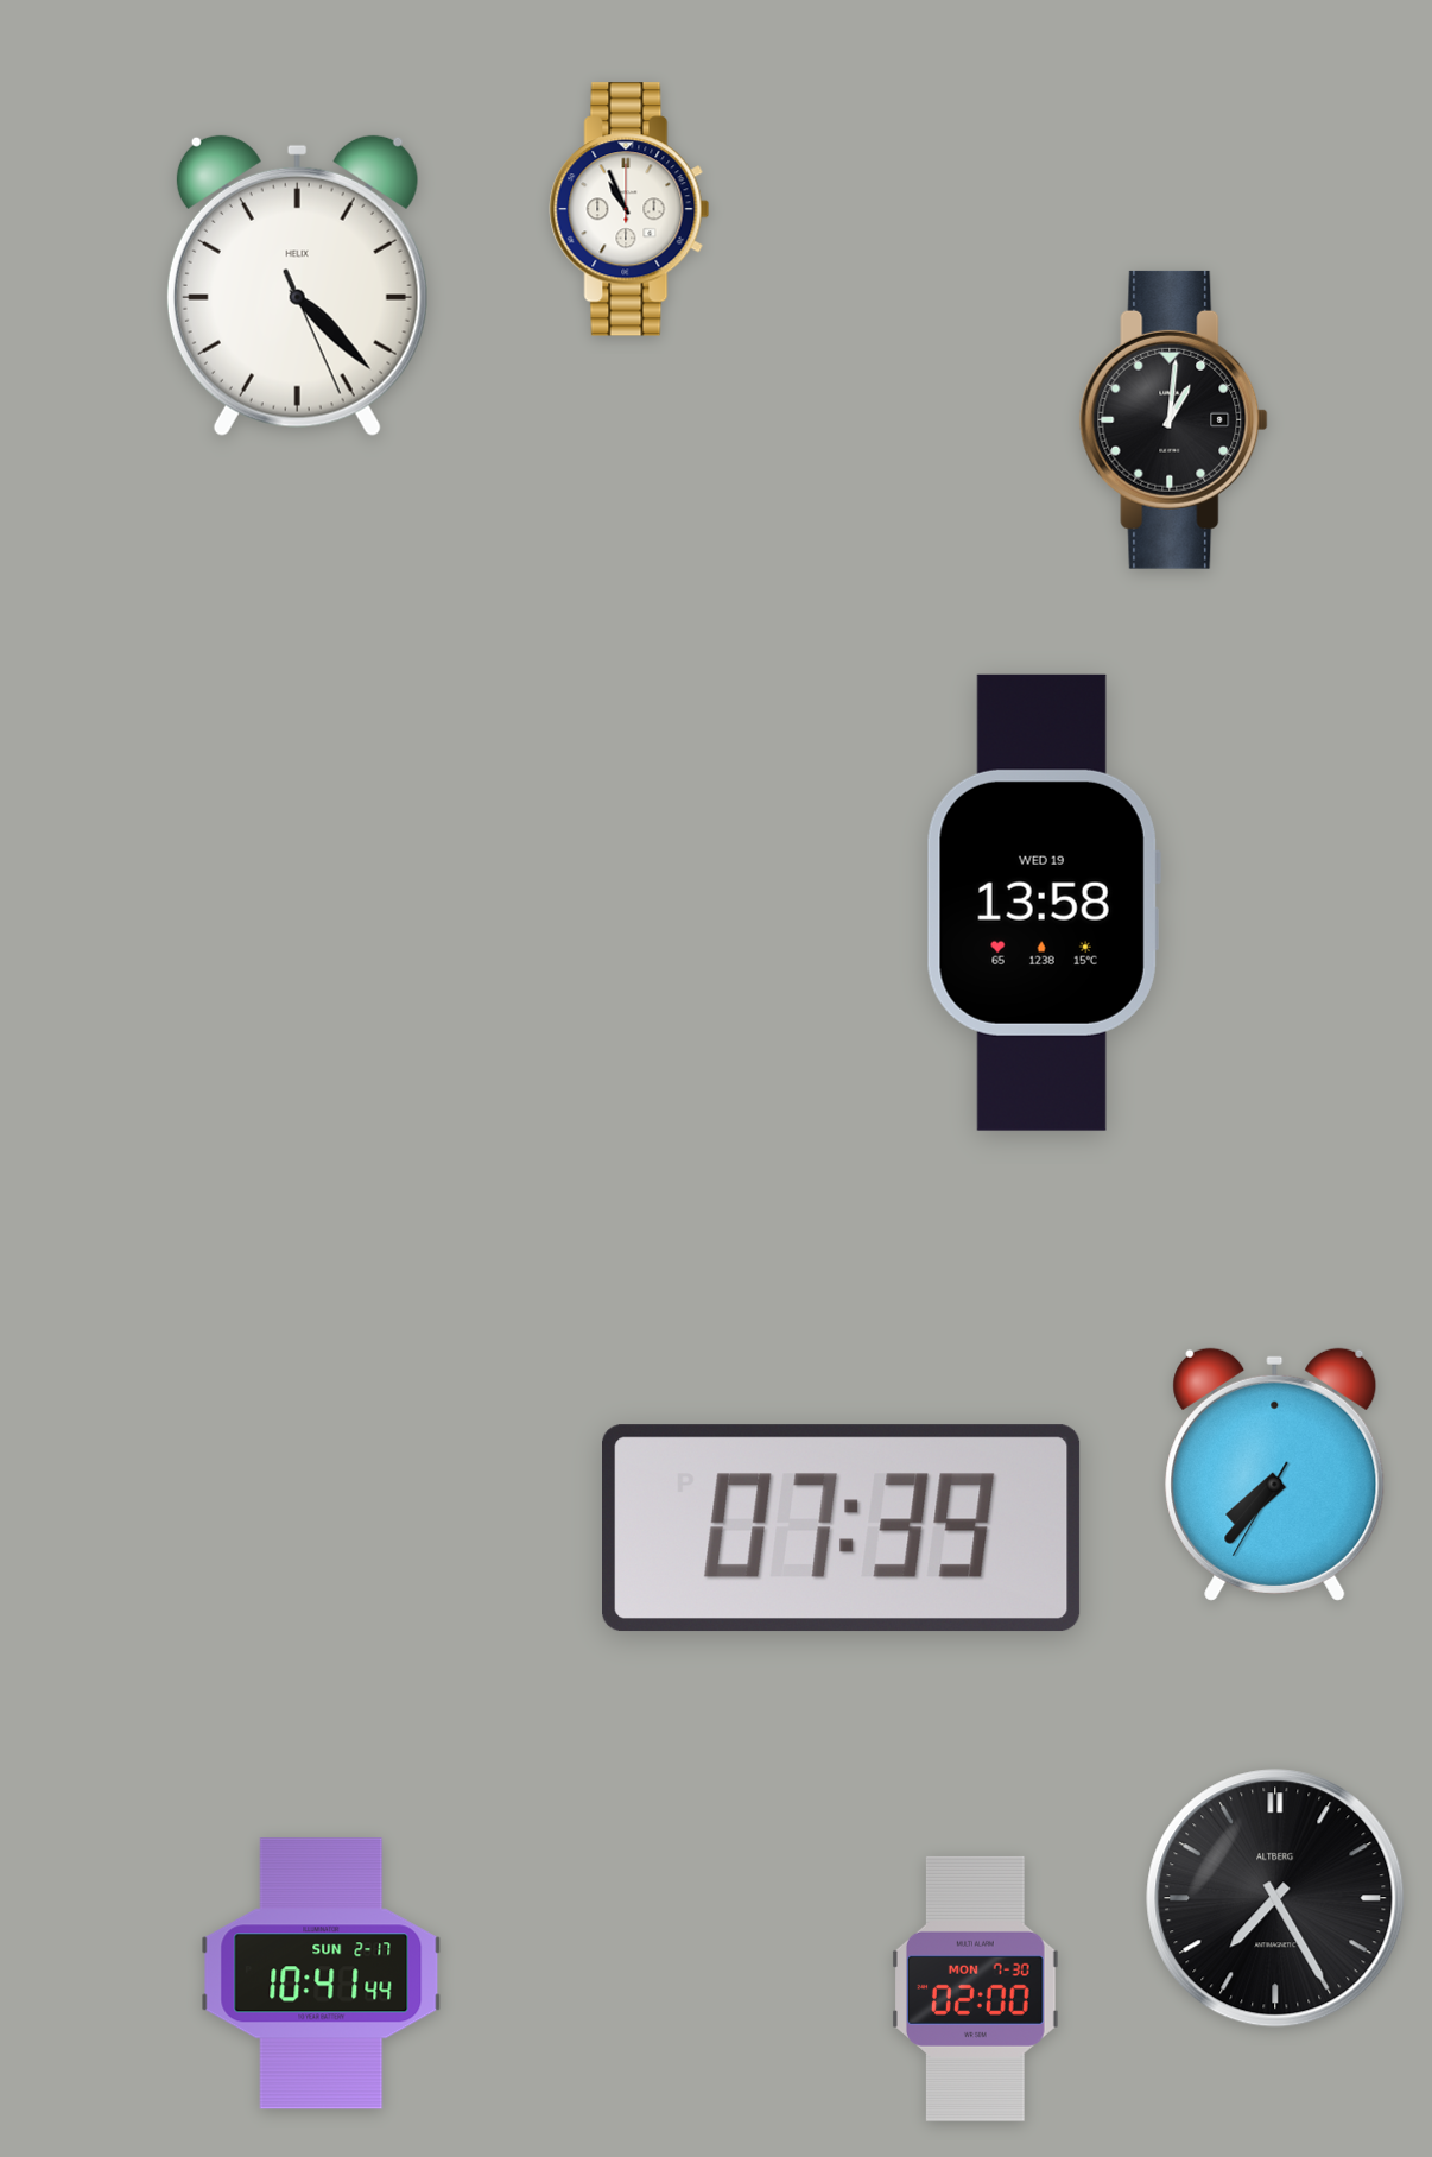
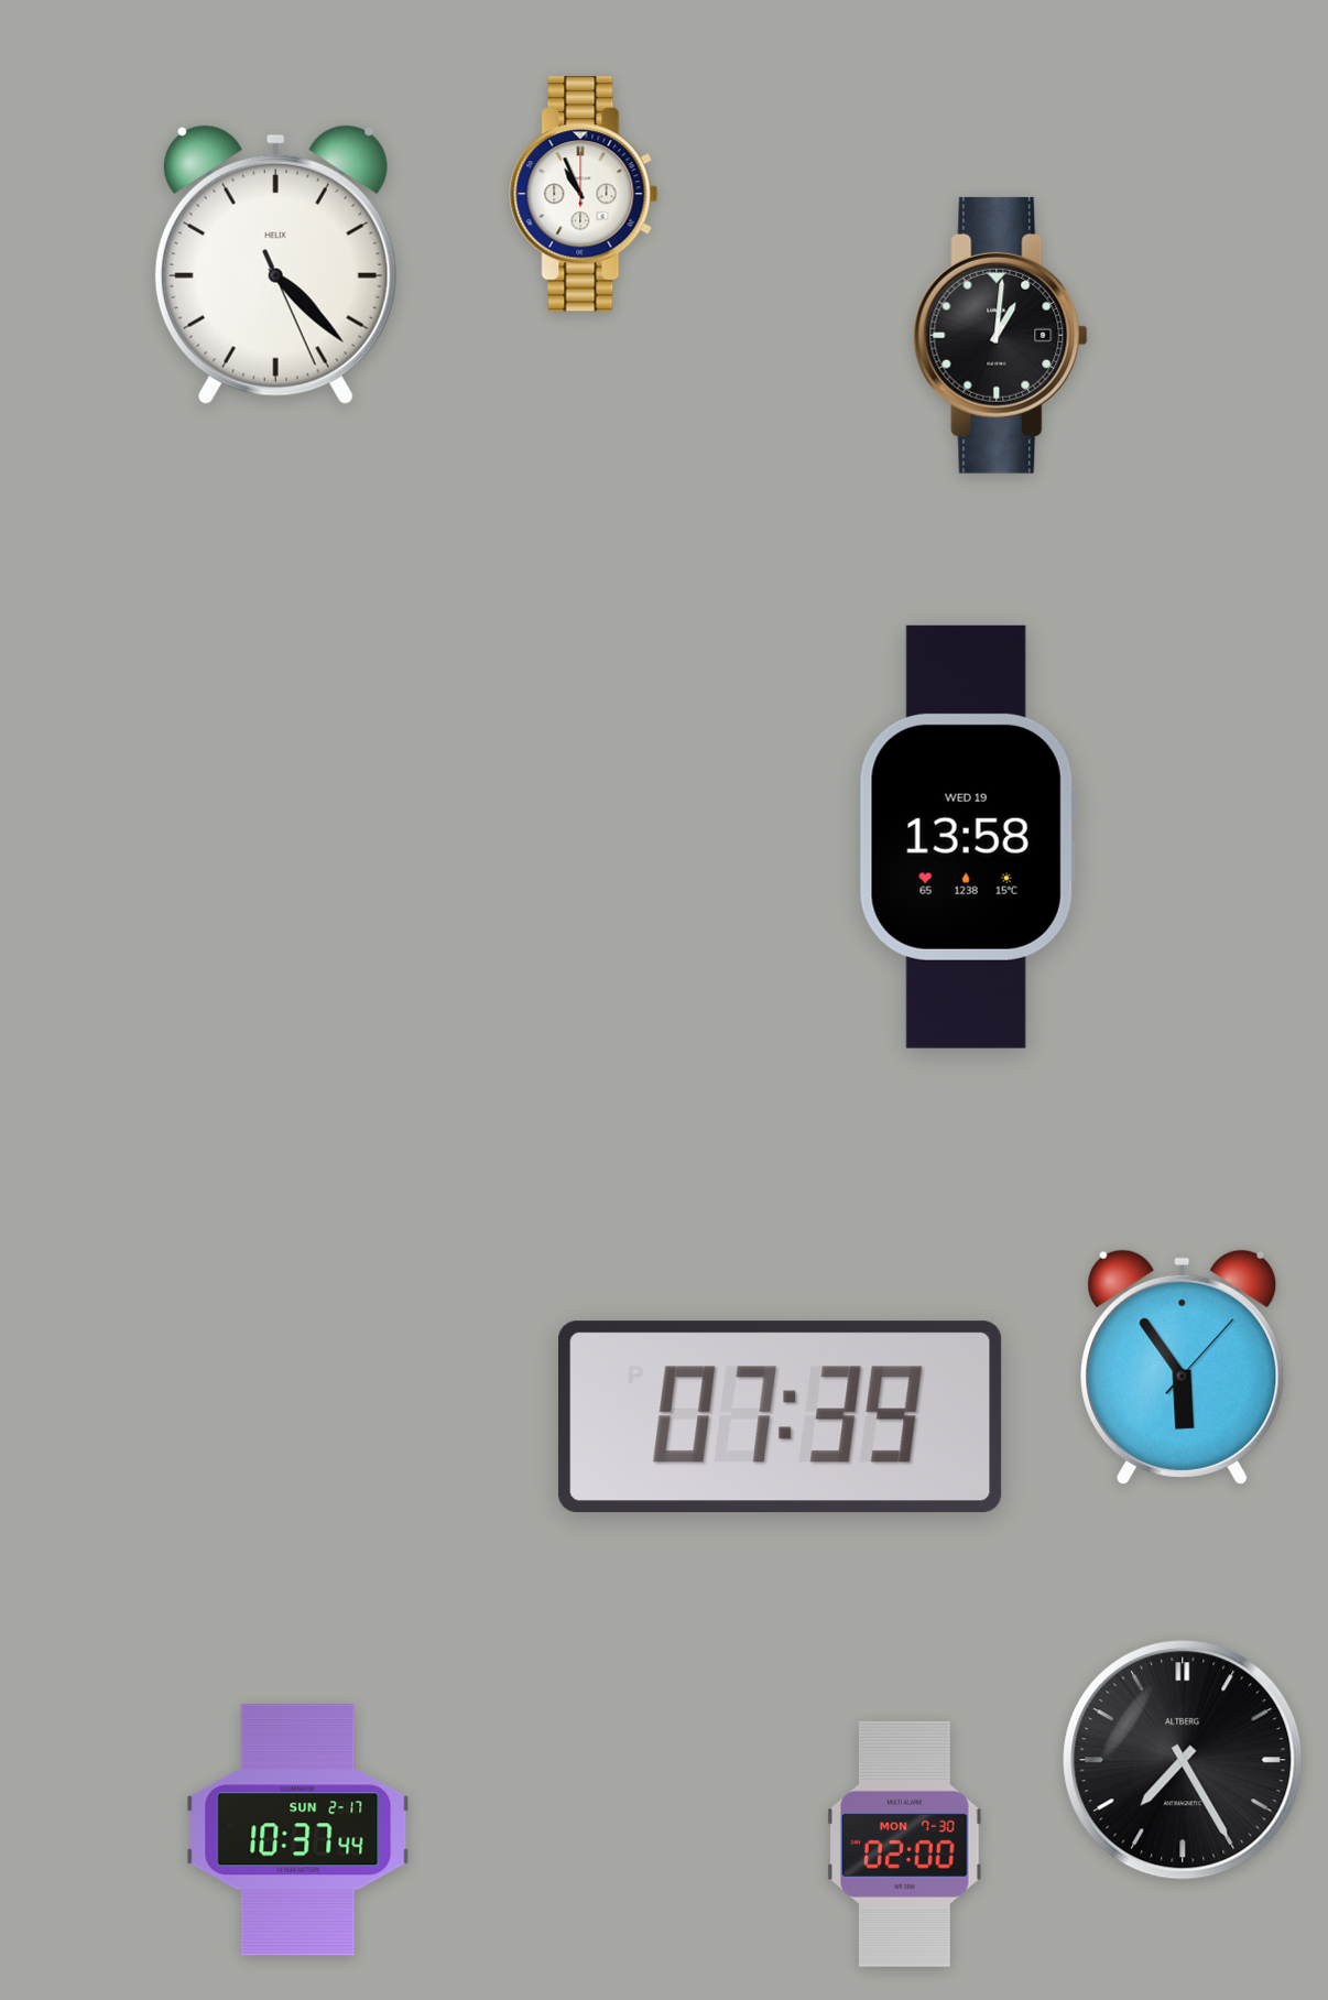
clock at (1174, 419) position: (1174, 419) -> (1001, 335)
clock at (1275, 1474): 7:36 -> 5:54
clock at (322, 1974): 10:41 -> 10:37
